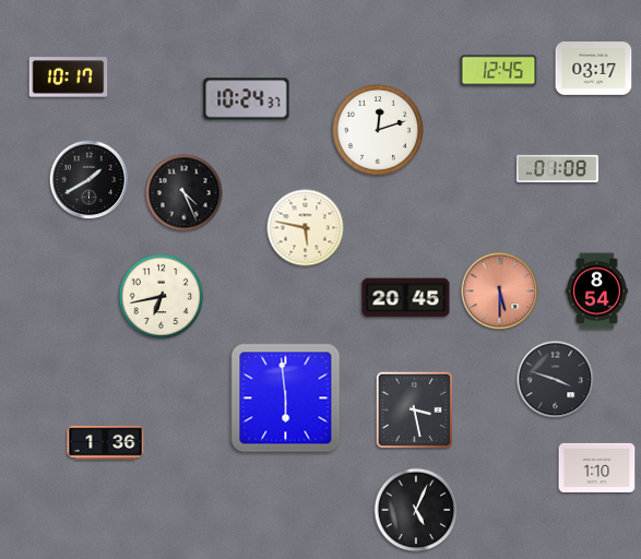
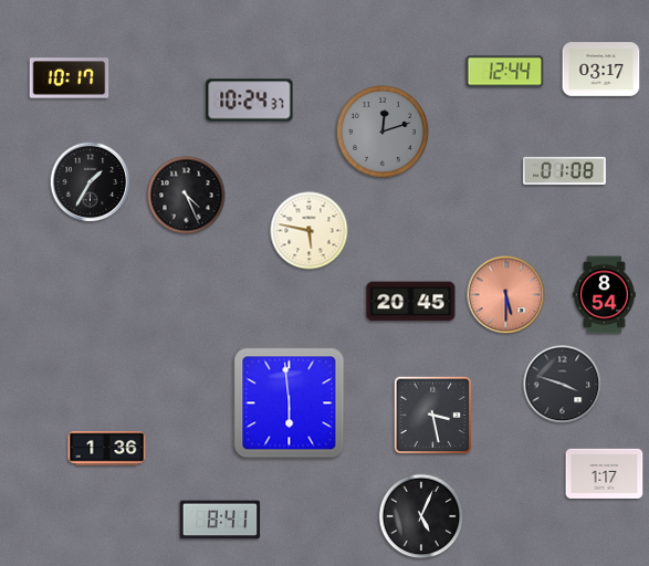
clock at (499, 71): 12:45 -> 12:44
clock at (378, 130) dial: white -> grey
clock at (90, 180): 1:40 -> 1:35
clock at (162, 297): 6:43 -> none
clock at (415, 411) position: (415, 411) -> (433, 416)
clock at (597, 467): 1:10 -> 1:17
clock at (220, 520): none -> 8:41
